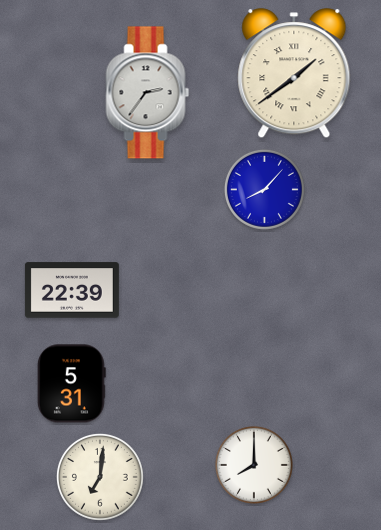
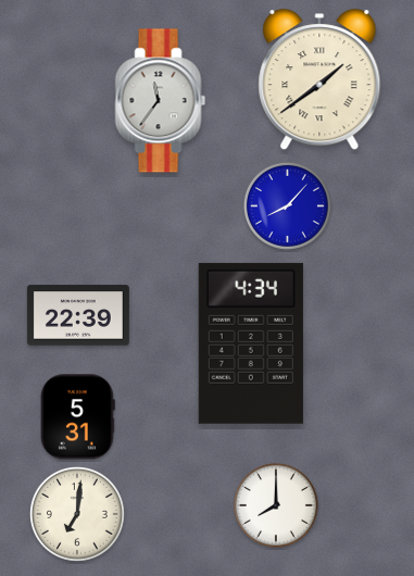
clock at (148, 93): 2:36 -> 11:36
clock at (251, 343): none -> 4:34
clock at (101, 478) position: (101, 478) -> (78, 515)
